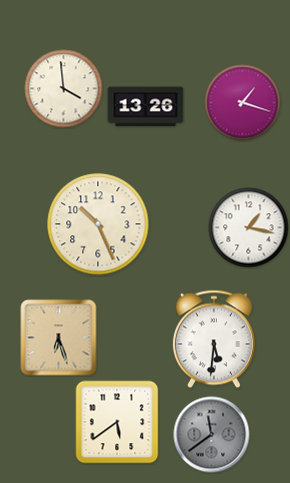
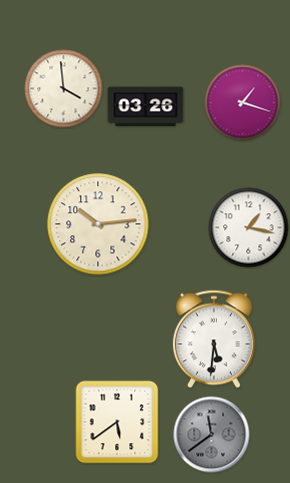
clock at (146, 107): 13:26 -> 03:26
clock at (98, 224): 10:26 -> 10:14
clock at (59, 338): 6:27 -> none
